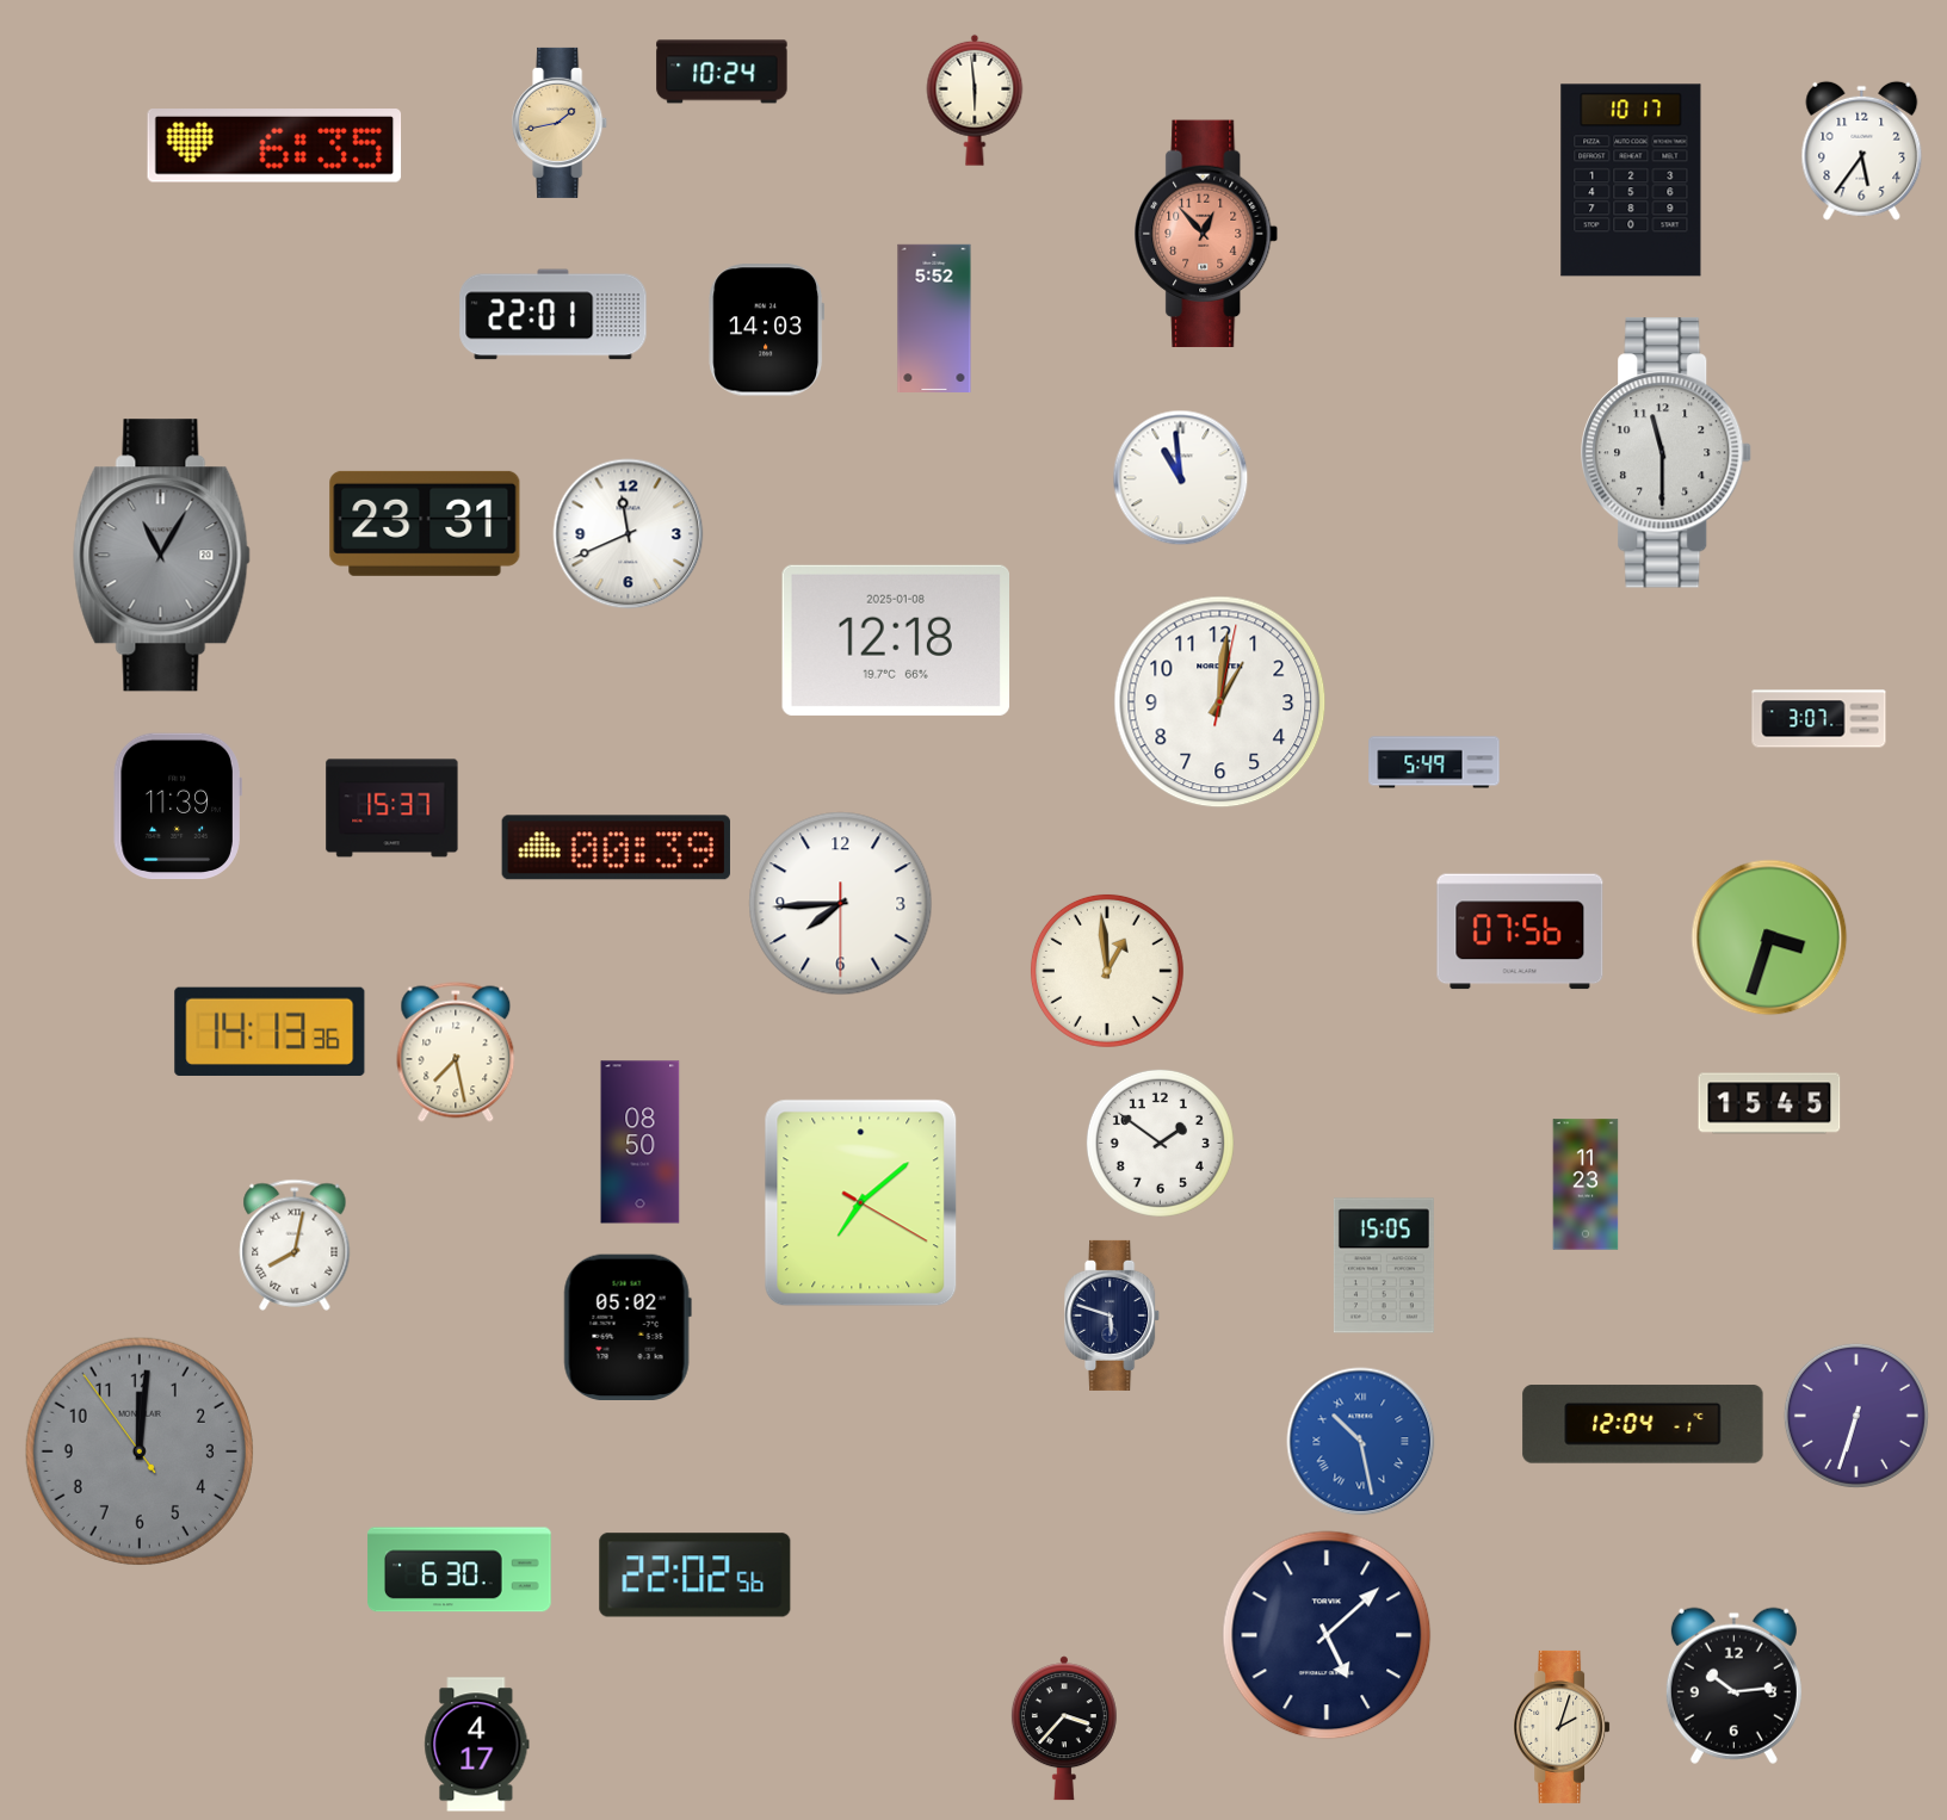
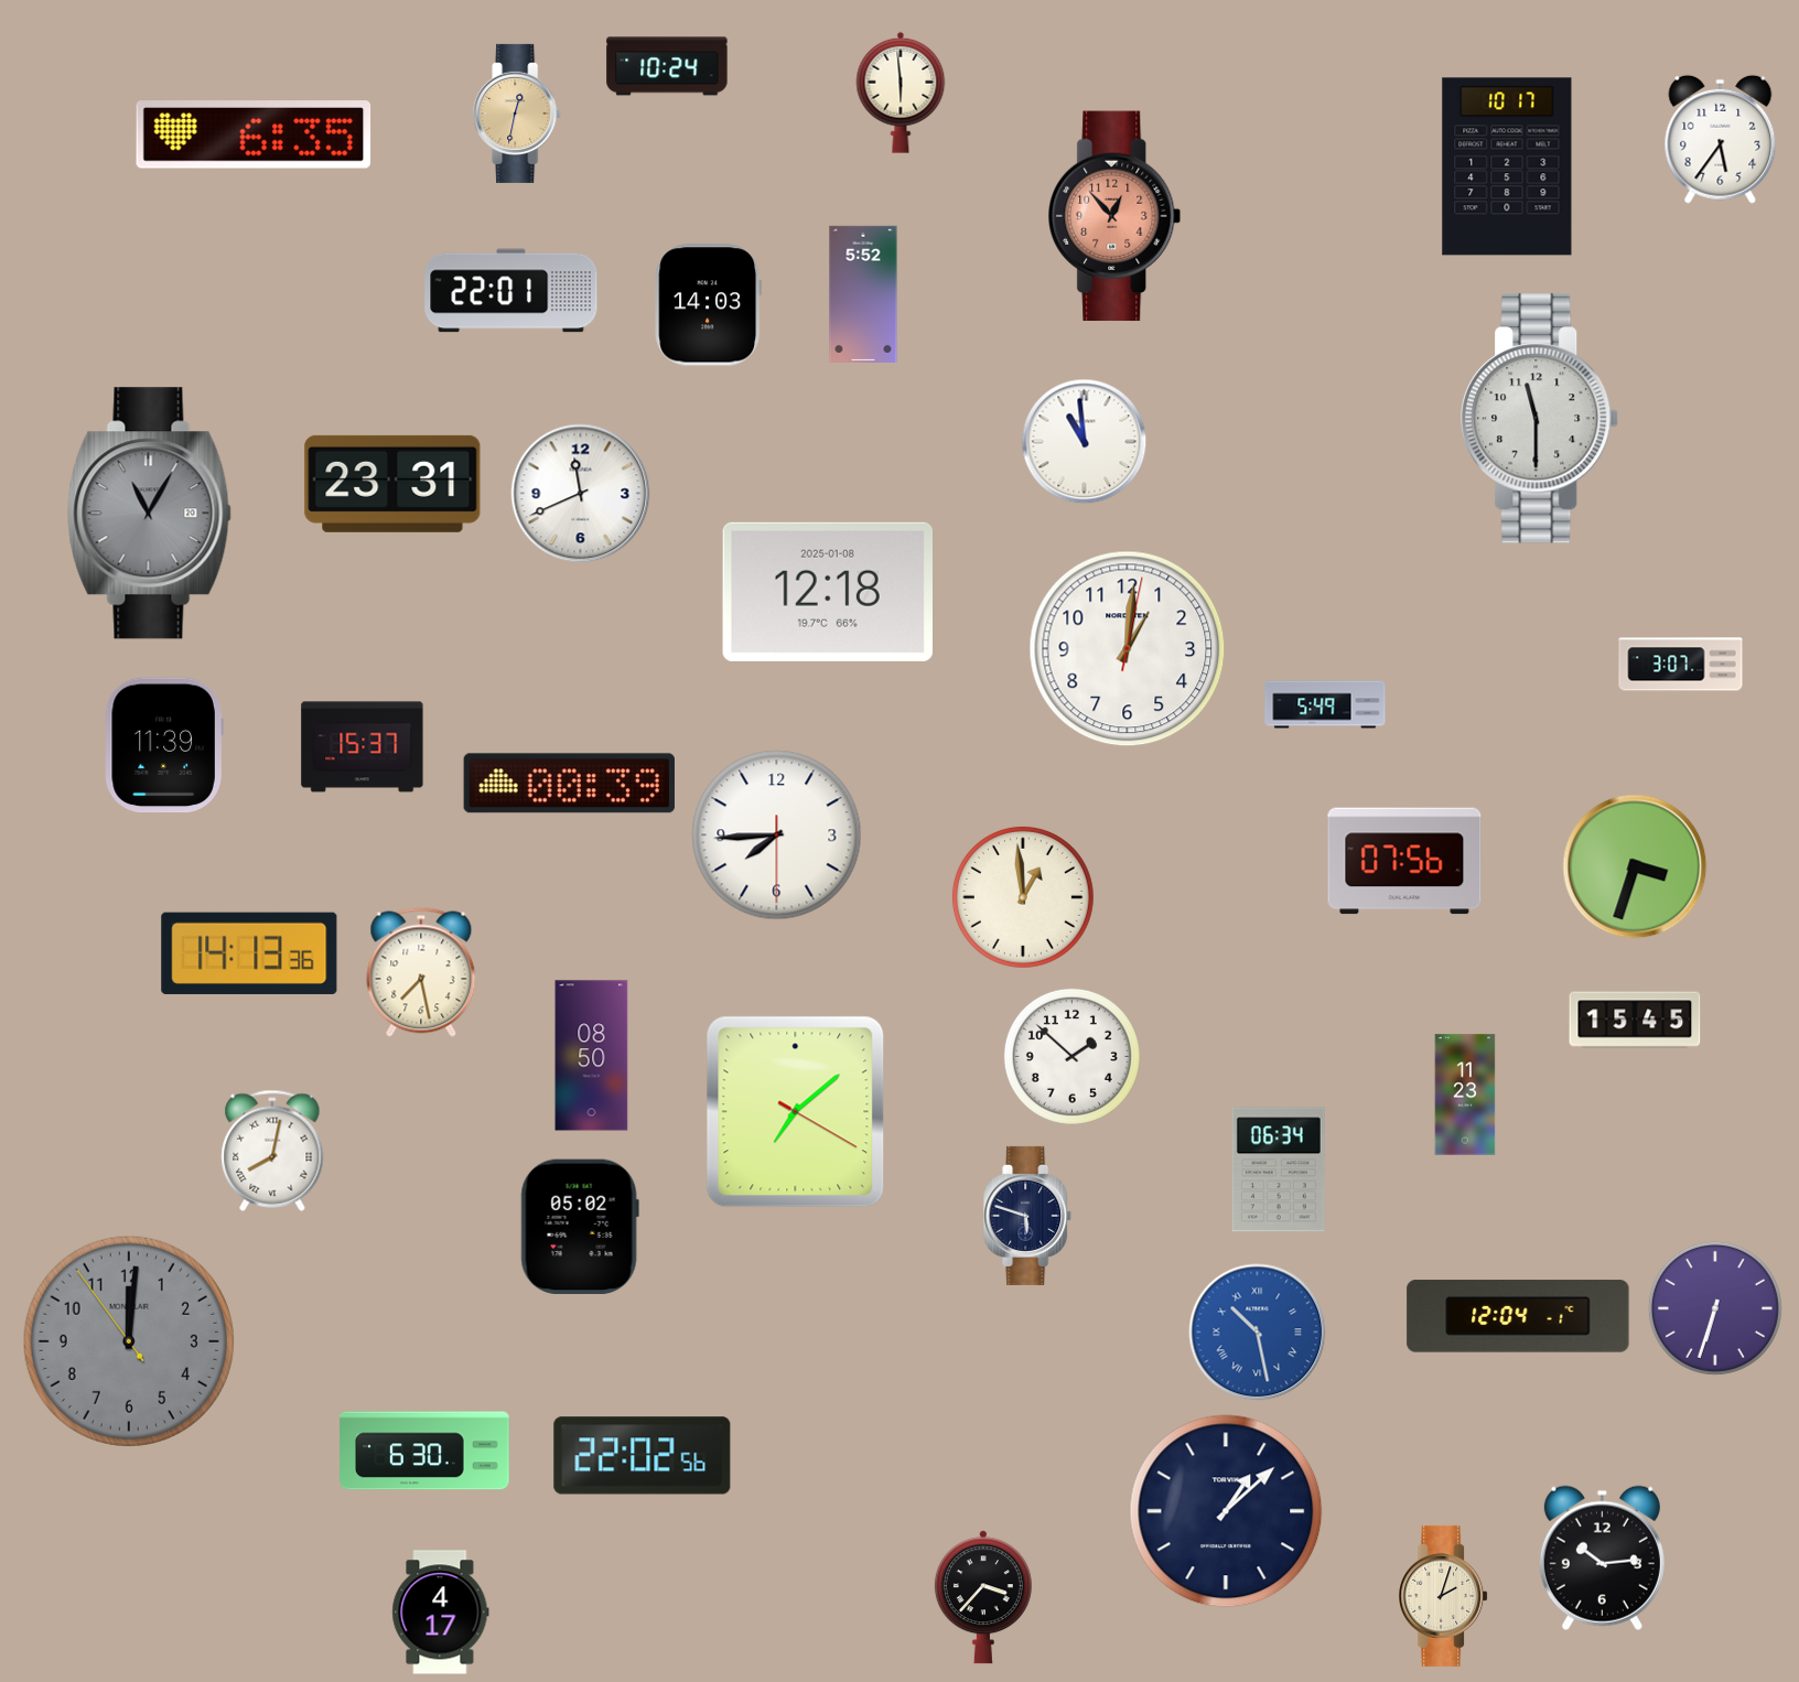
clock at (561, 123): 1:43 -> 12:32
clock at (1181, 478) position: (1181, 478) -> (1085, 442)
clock at (1160, 1143): 1:51 -> 1:52
clock at (1384, 1265): 15:05 -> 06:34
clock at (1327, 1635): 5:08 -> 1:08
